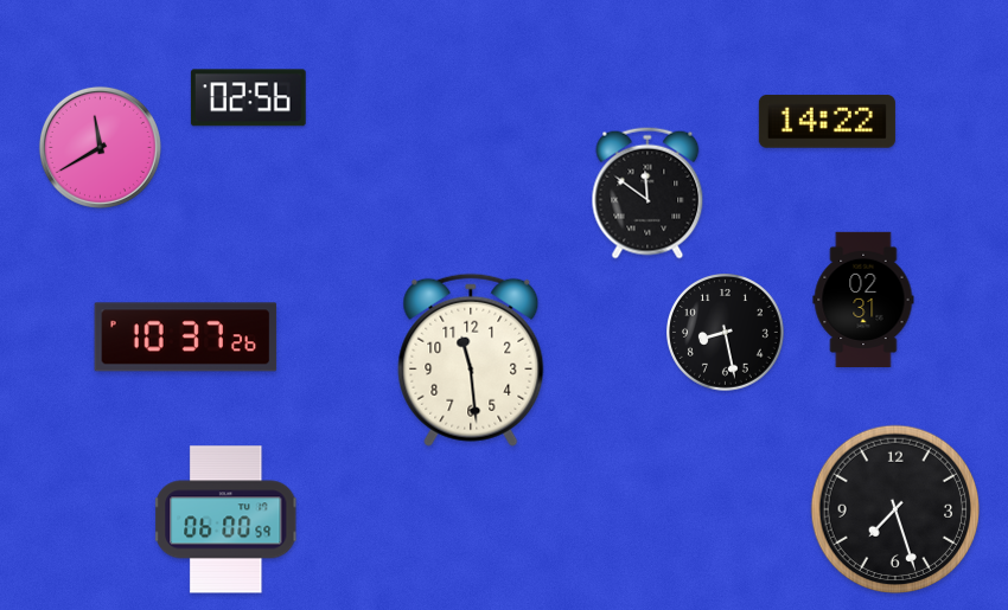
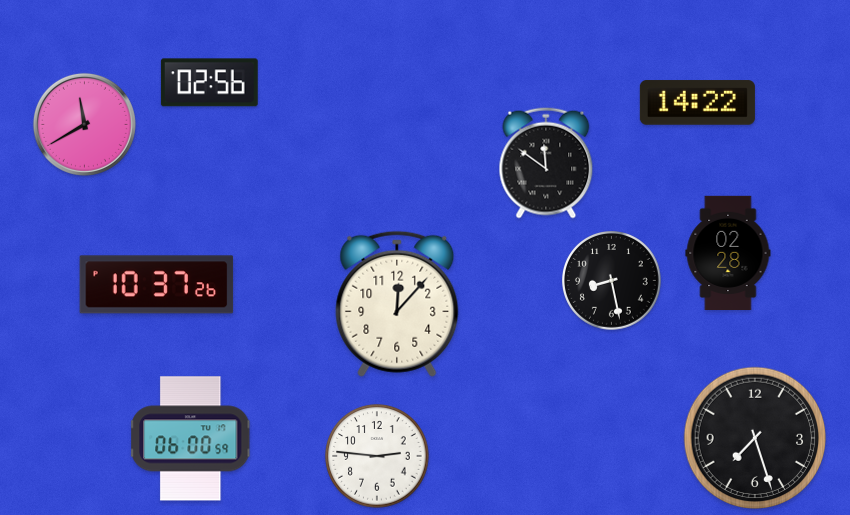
clock at (863, 298): 02:31 -> 02:28
clock at (471, 360): 11:29 -> 12:07
clock at (895, 509) position: (895, 509) -> (755, 438)
clock at (377, 456): none -> 2:46
